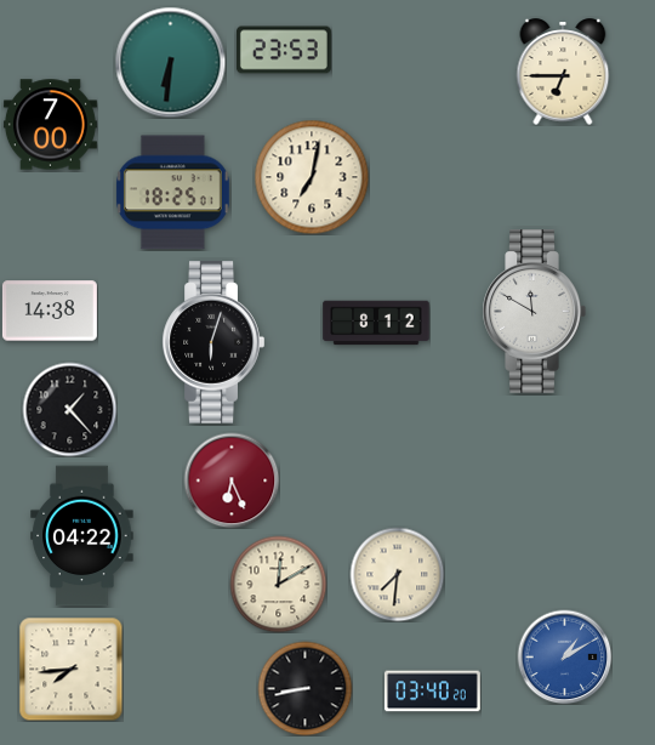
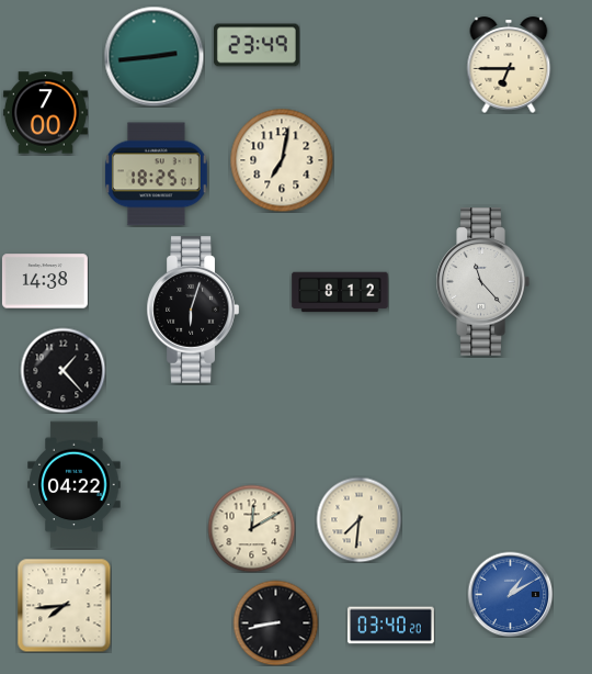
clock at (284, 50): 23:53 -> 23:49
clock at (170, 62): 6:31 -> 2:44
clock at (534, 312): 11:50 -> 11:23
clock at (232, 480): 6:26 -> none
